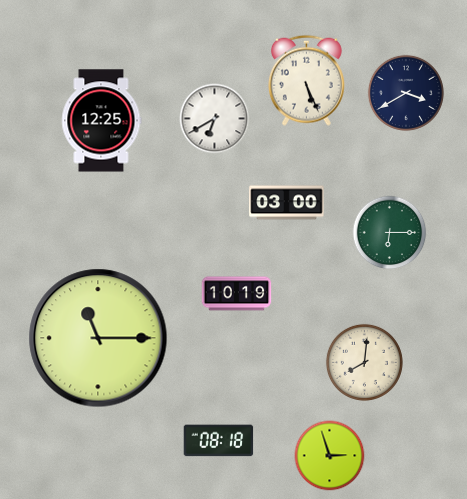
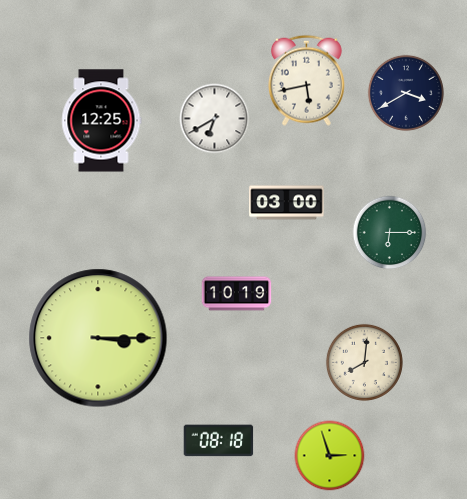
clock at (306, 80): 5:26 -> 5:43
clock at (98, 338): 11:15 -> 3:15
